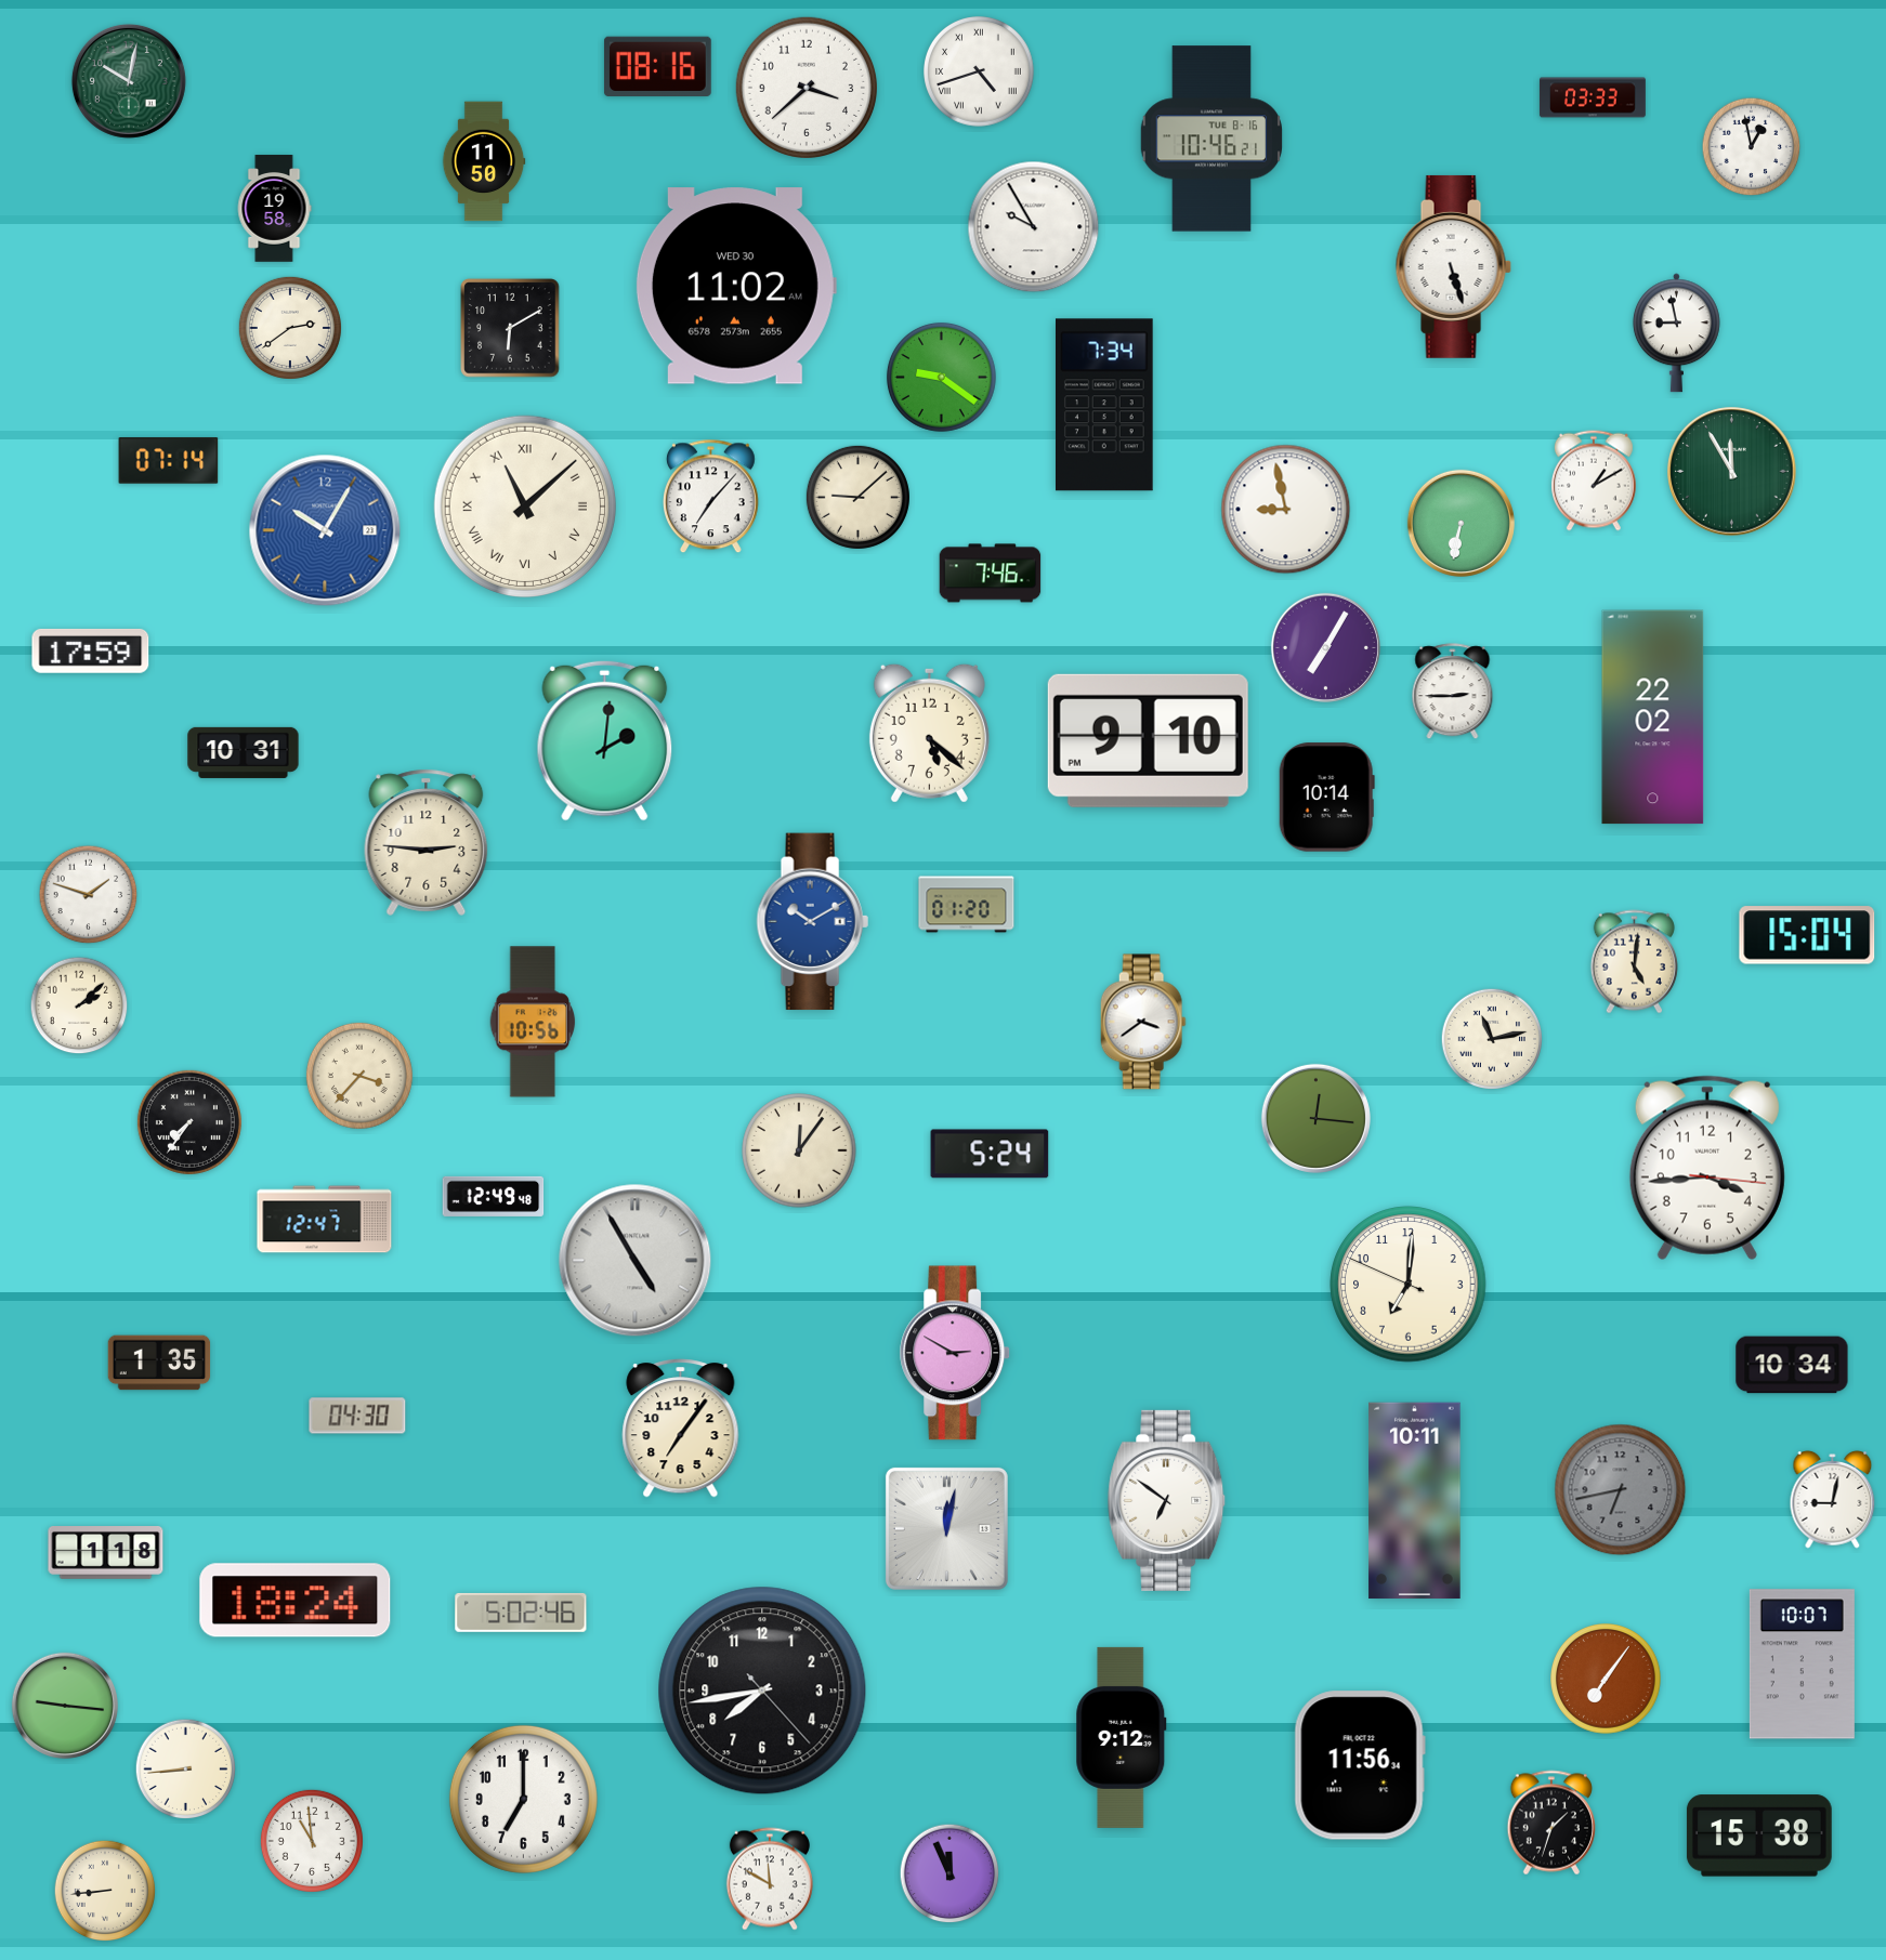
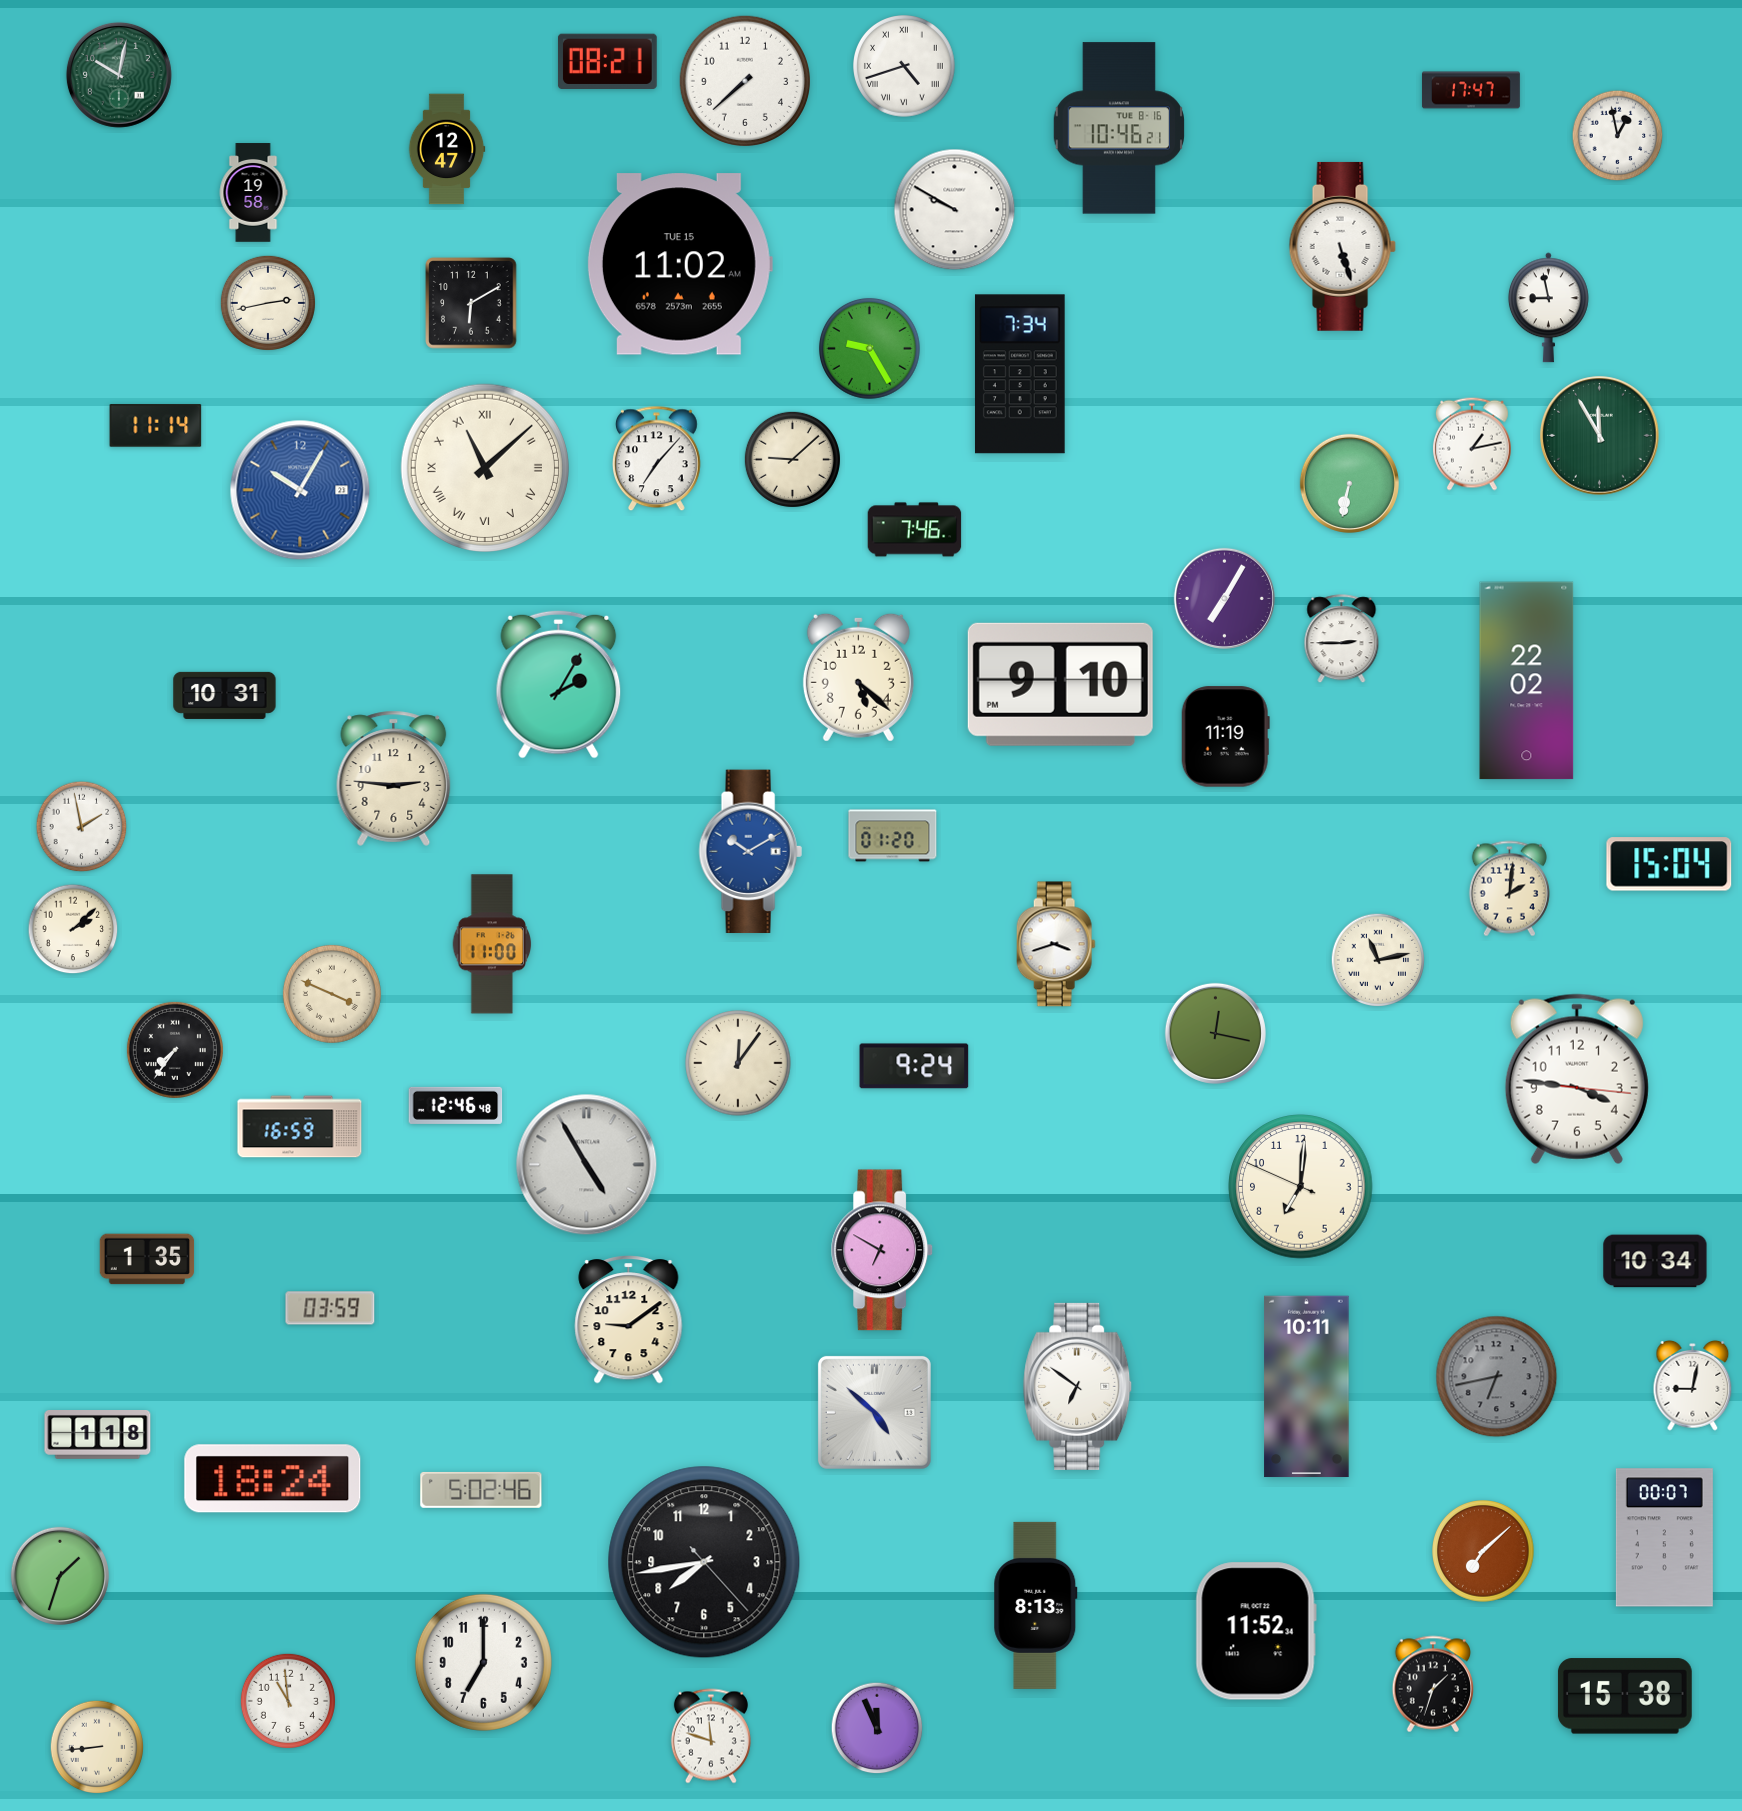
clock at (657, 66): 08:16 -> 08:21
clock at (806, 87): 3:38 -> 7:38
clock at (1593, 97): 03:33 -> 17:47
clock at (484, 161): 11:50 -> 12:47
clock at (1034, 227): 9:55 -> 9:50
clock at (736, 286) date: WED 30 -> TUE 15
clock at (290, 328): 2:39 -> 2:43
clock at (942, 377): 9:21 -> 9:25
clock at (169, 461): 07:14 -> 11:14
clock at (1594, 481): 1:10 -> 1:13
clock at (1286, 510): 8:58 -> none
clock at (91, 652): 17:59 -> none
clock at (1653, 718) position: (1653, 718) -> (1527, 681)
clock at (605, 740): 2:01 -> 2:05
clock at (1326, 798): 10:14 -> 11:19
clock at (89, 895): 1:48 -> 1:58
clock at (1634, 962): 5:01 -> 2:01
clock at (533, 1022): 10:56 -> 11:00
clock at (1143, 1022): 3:39 -> 3:42
clock at (359, 1076): 3:37 -> 3:49
clock at (1315, 1118): 12:16 -> 12:17
clock at (189, 1122) position: (189, 1122) -> (175, 1050)
clock at (990, 1154): 5:24 -> 9:24
clock at (1707, 1168): 3:44 -> 3:46
clock at (494, 1196): 12:49 -> 12:46
clock at (325, 1220): 12:47 -> 16:59
clock at (956, 1353): 2:50 -> 6:50
clock at (357, 1416): 04:30 -> 03:59
clock at (681, 1429): 7:06 -> 9:09
clock at (946, 1528): 12:02 -> 4:52
clock at (1802, 1665): 10:07 -> 00:07
clock at (1607, 1680): 7:06 -> 7:08
clock at (65, 1706): 9:16 -> 1:33
clock at (1122, 1737): 9:12 -> 8:13
clock at (1360, 1765): 11:56 -> 11:52
clock at (186, 1770): 8:44 -> none
clock at (949, 1873) position: (949, 1873) -> (877, 1728)
clock at (770, 1879): 11:50 -> 11:48
